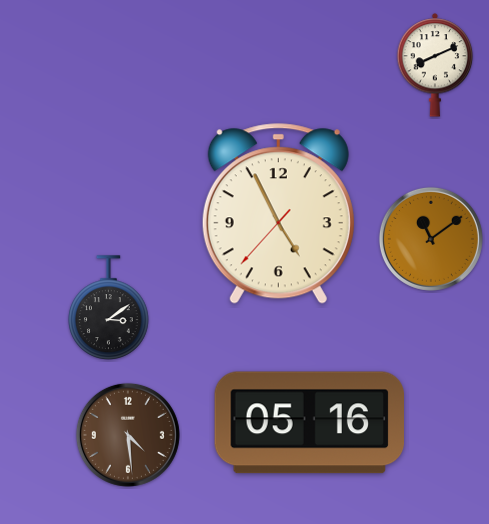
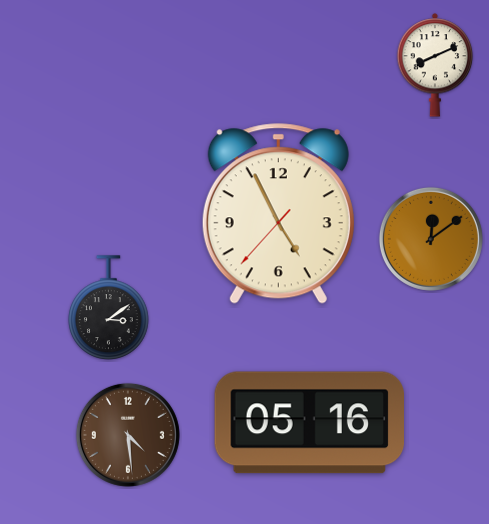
clock at (431, 239): 11:09 -> 12:09
